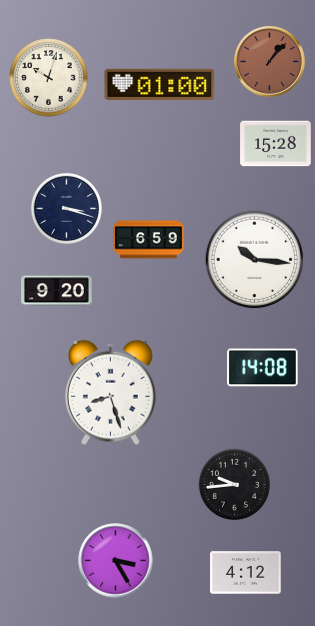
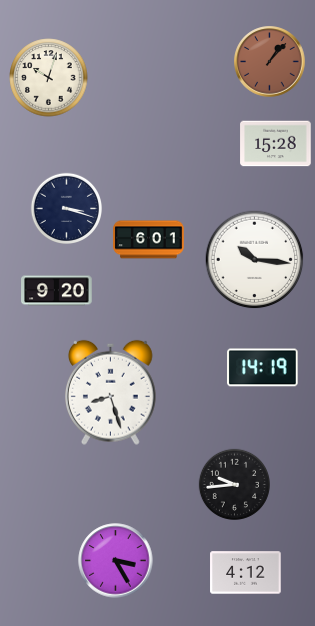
clock at (160, 84): 01:00 -> none
clock at (149, 240): 6:59 -> 6:01
clock at (263, 368): 14:08 -> 14:19
